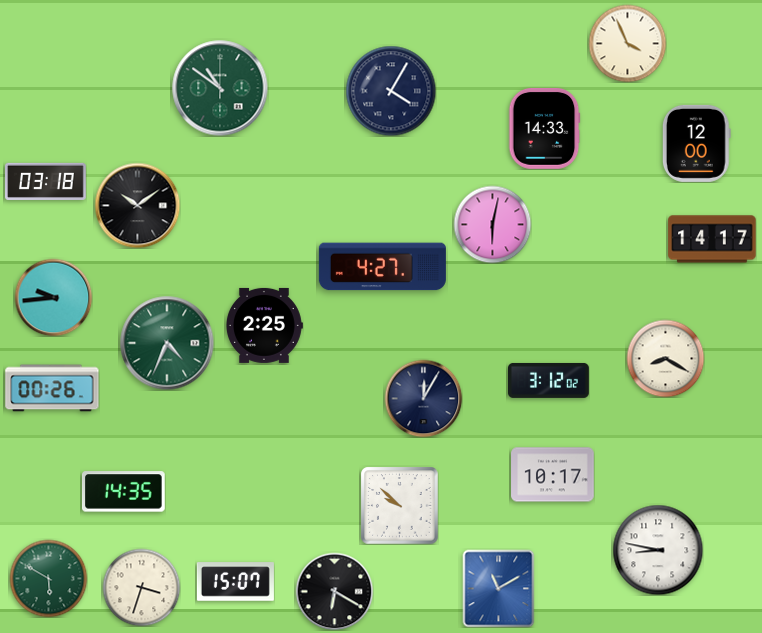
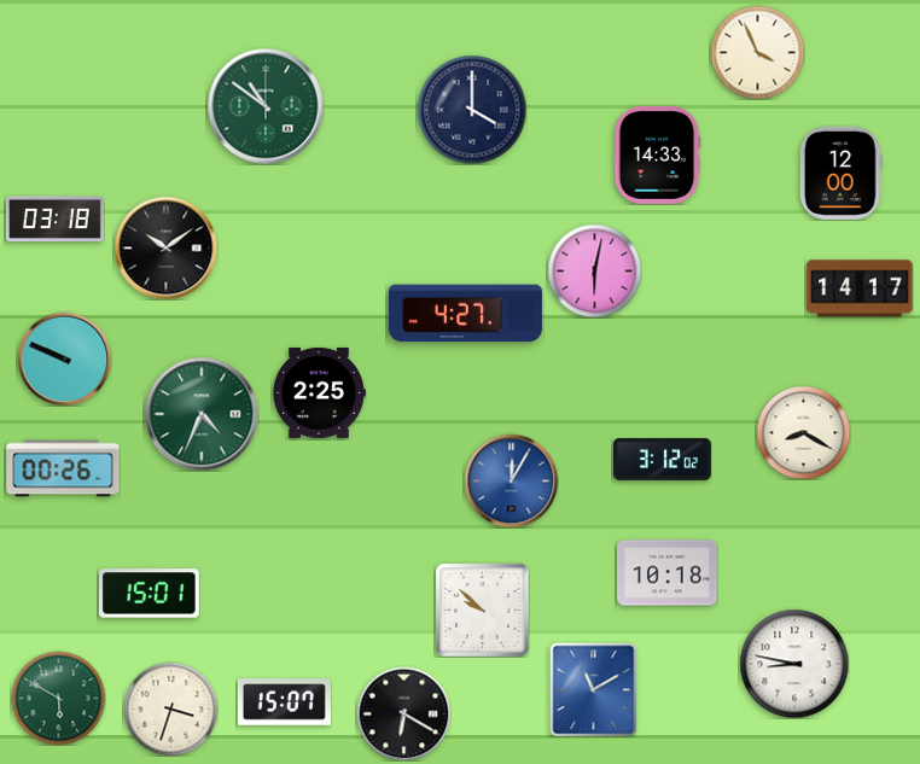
clock at (391, 91): 4:05 -> 4:00
clock at (382, 267) position: (382, 267) -> (465, 314)
clock at (53, 297): 9:44 -> 9:49
clock at (423, 398) dial: navy -> blue
clock at (553, 475): 10:17 -> 10:18
clock at (124, 492): 14:35 -> 15:01
clock at (499, 588) position: (499, 588) -> (594, 689)
